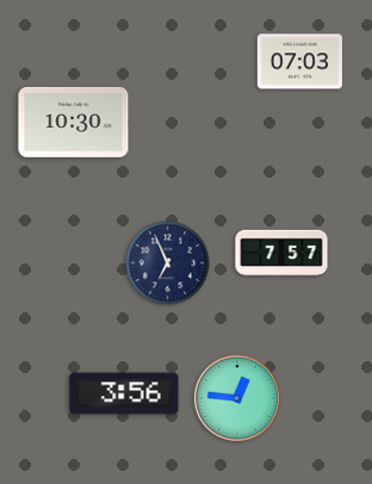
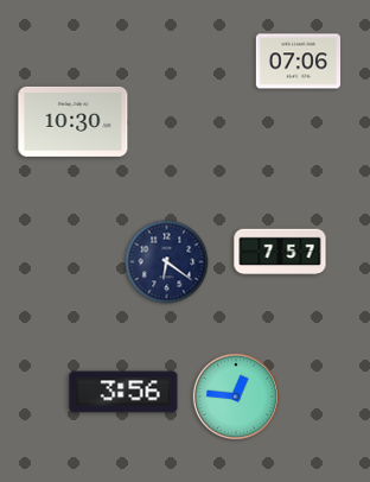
clock at (299, 62): 07:03 -> 07:06
clock at (168, 263): 6:56 -> 6:21
